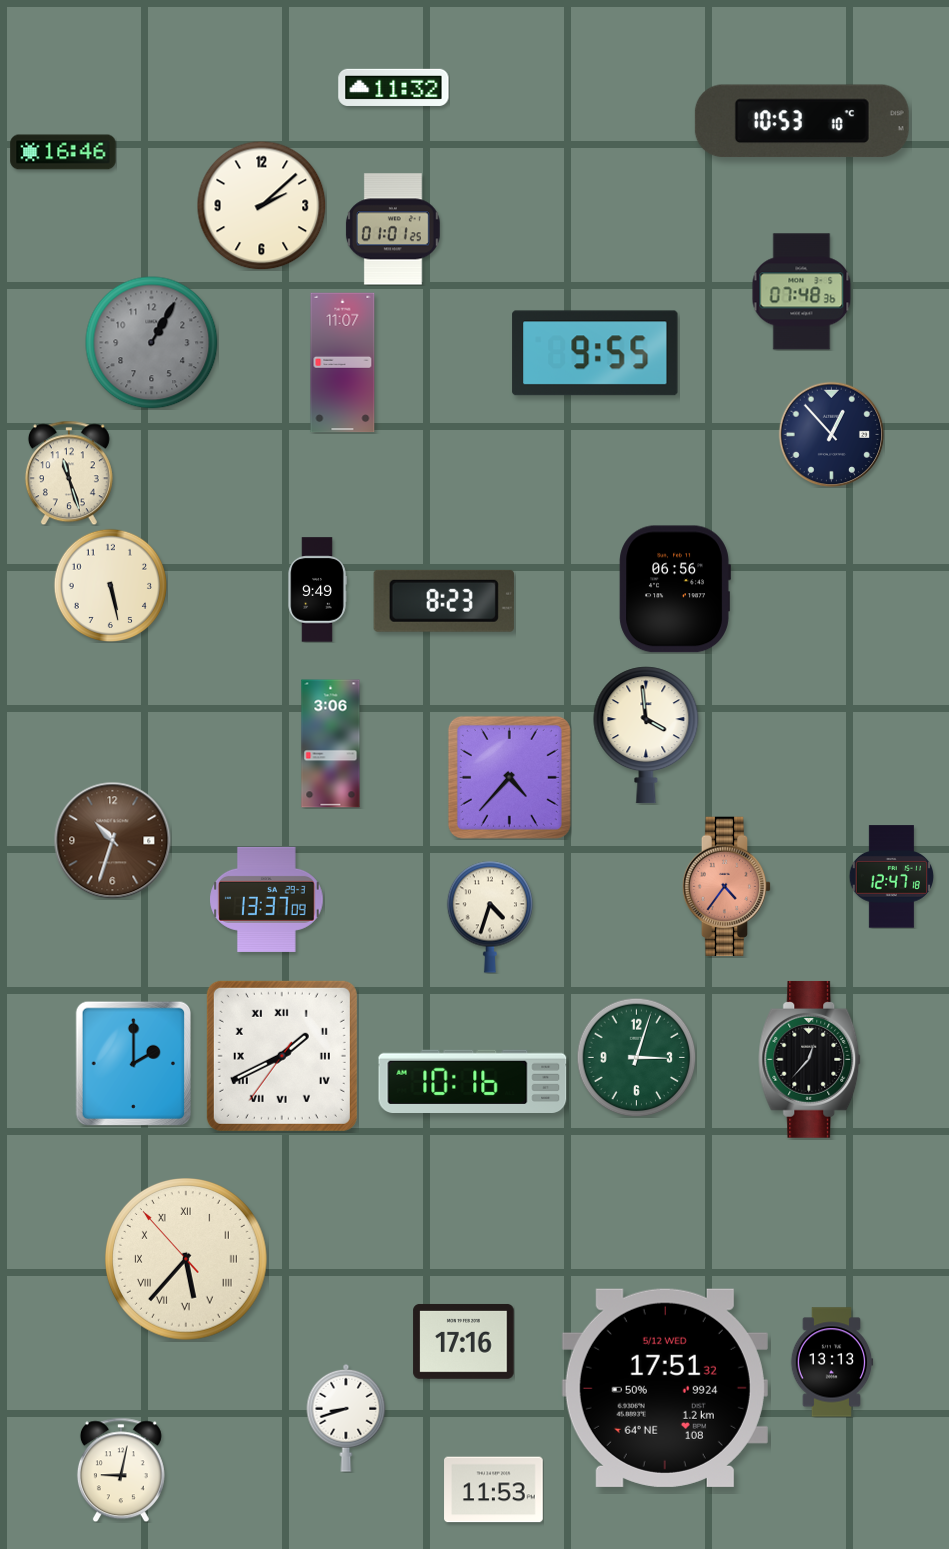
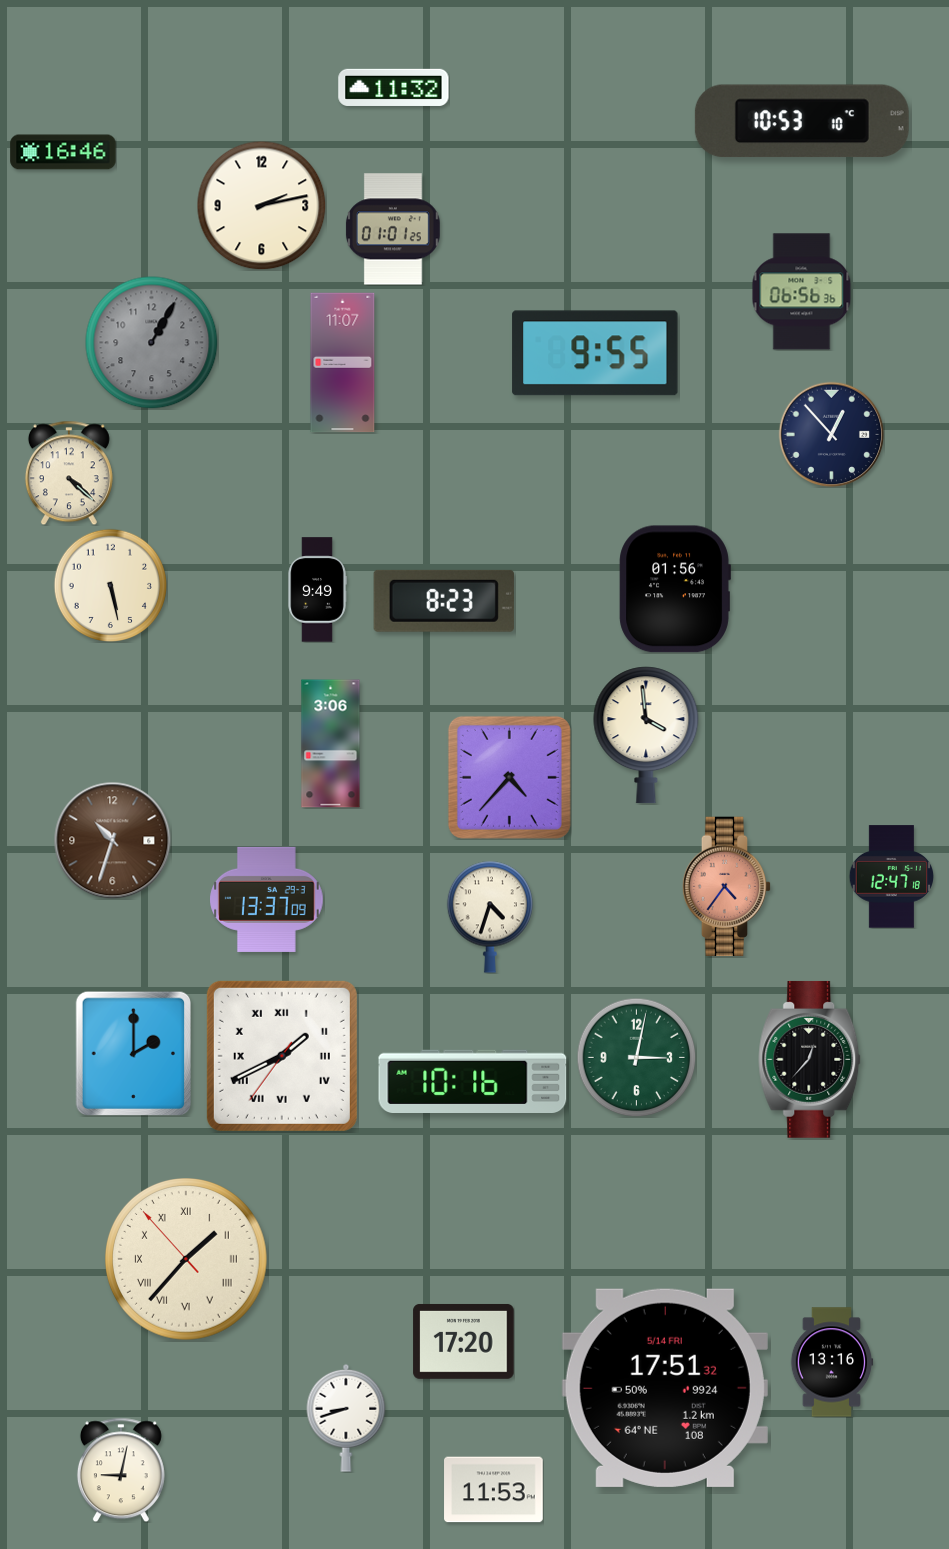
clock at (261, 205): 2:08 -> 2:13
clock at (802, 292): 07:48 -> 06:56
clock at (69, 473): 11:27 -> 4:22
clock at (675, 589): 06:56 -> 01:56
clock at (636, 1057): 3:03 -> 3:02
clock at (134, 1063) position: (134, 1063) -> (134, 1053)
clock at (187, 1260): 5:36 -> 1:36
clock at (464, 1341): 17:16 -> 17:20
clock at (832, 1362): 13:13 -> 13:16
clock at (665, 1388) date: 5/12 WED -> 5/14 FRI
